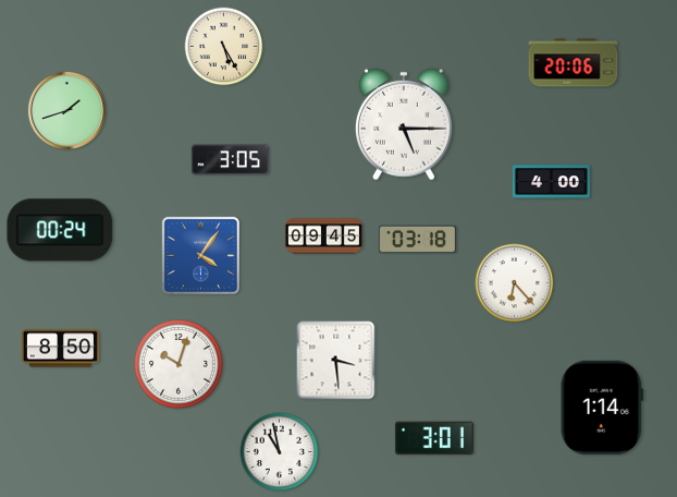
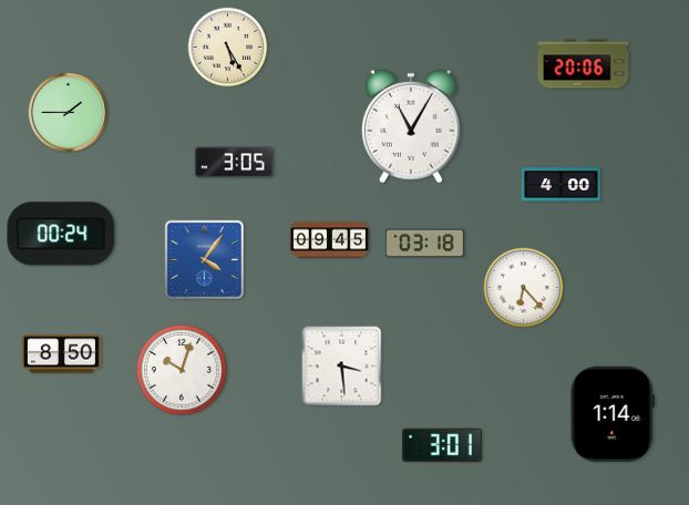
clock at (66, 110): 1:42 -> 1:45
clock at (404, 124): 5:15 -> 11:05
clock at (280, 452): 10:58 -> none
